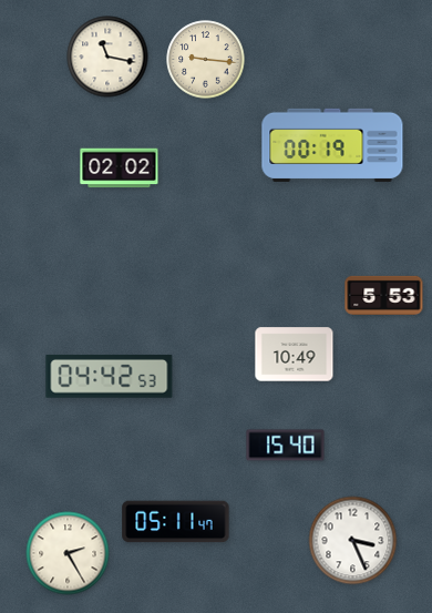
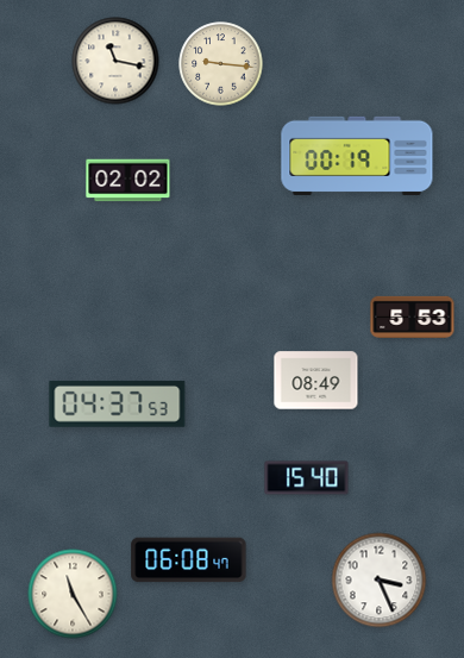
clock at (295, 355): 10:49 -> 08:49
clock at (110, 377): 04:42 -> 04:37
clock at (176, 522): 05:11 -> 06:08
clock at (68, 553): 2:25 -> 11:25
